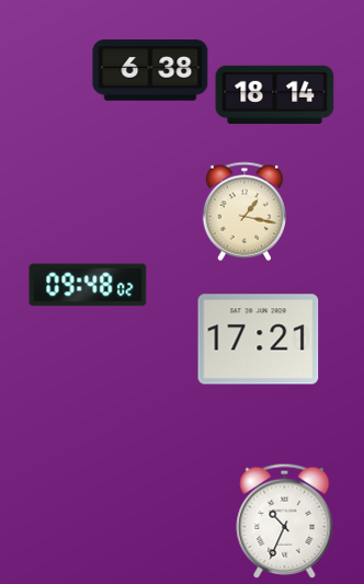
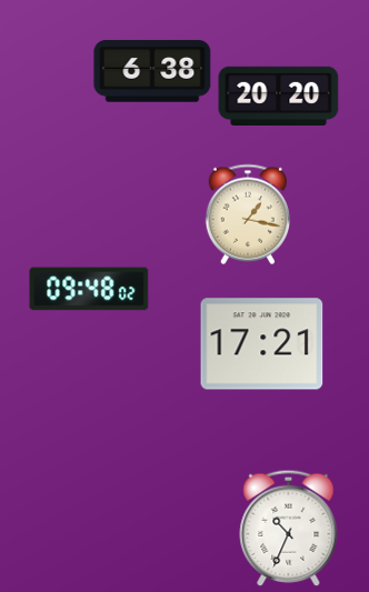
clock at (275, 94): 18:14 -> 20:20
